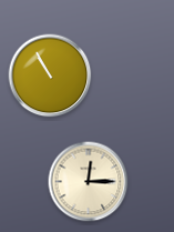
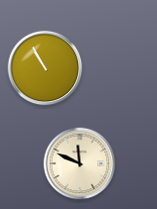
clock at (89, 182): 12:15 -> 11:49
